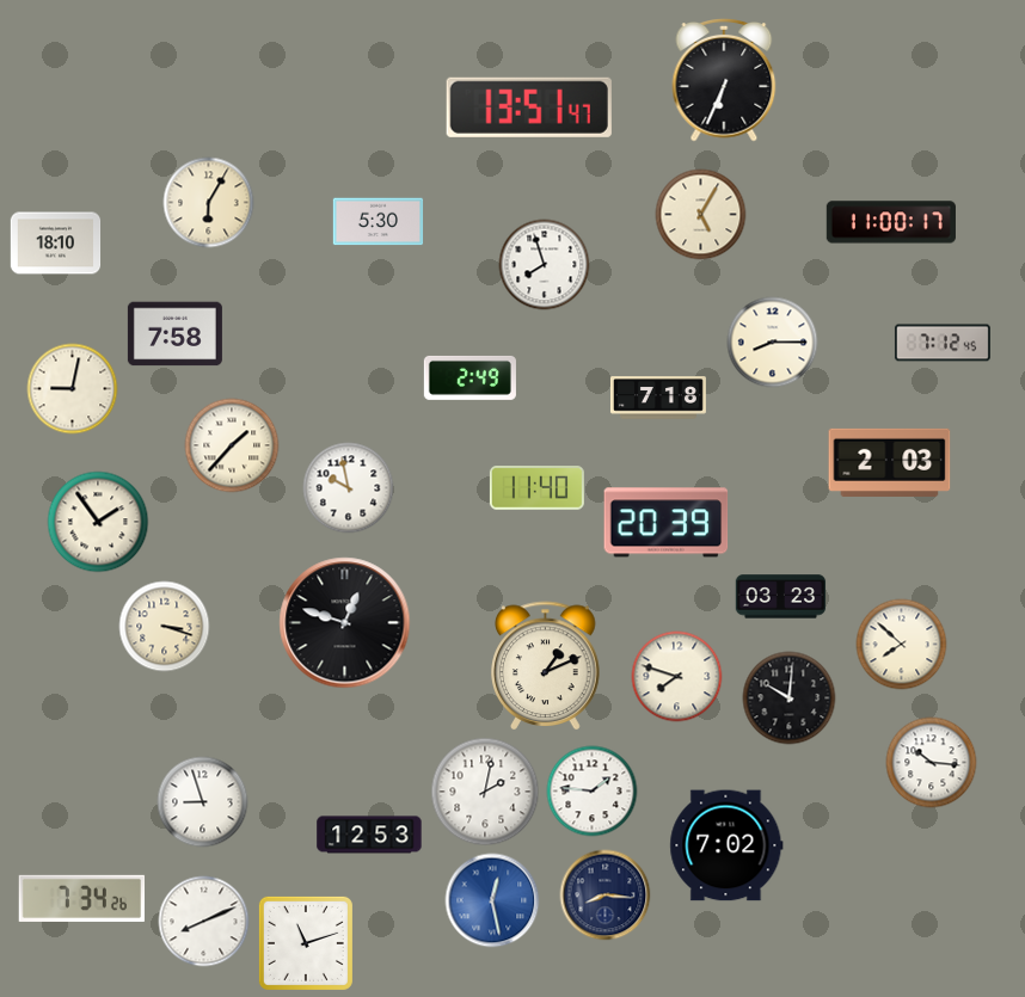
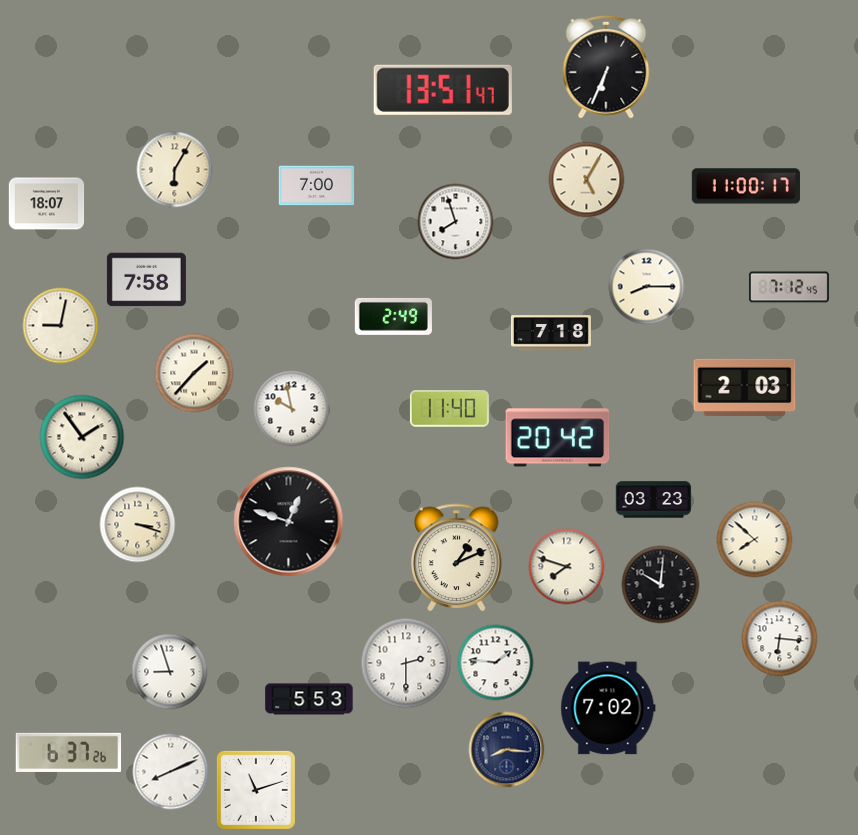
clock at (379, 222): 5:30 -> 7:00
clock at (56, 244): 18:10 -> 18:07
clock at (667, 523): 20:39 -> 20:42
clock at (932, 763): 10:16 -> 6:16
clock at (485, 792): 2:02 -> 2:30
clock at (369, 835): 12:53 -> 5:53
clock at (82, 898): 7:34 -> 6:37
clock at (492, 900): 12:28 -> none
